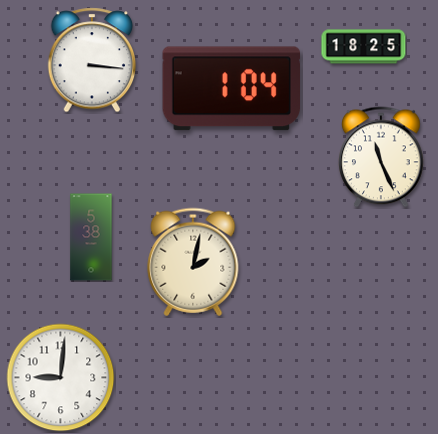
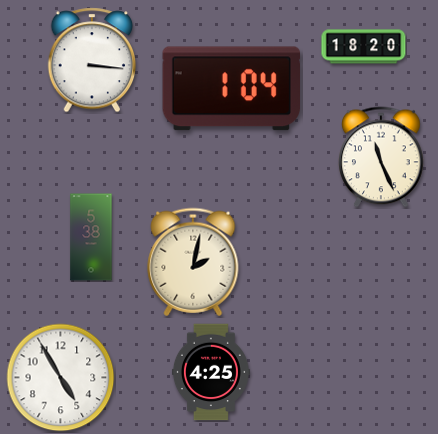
clock at (364, 47): 18:25 -> 18:20
clock at (211, 372): none -> 4:25
clock at (61, 378): 9:01 -> 4:55
